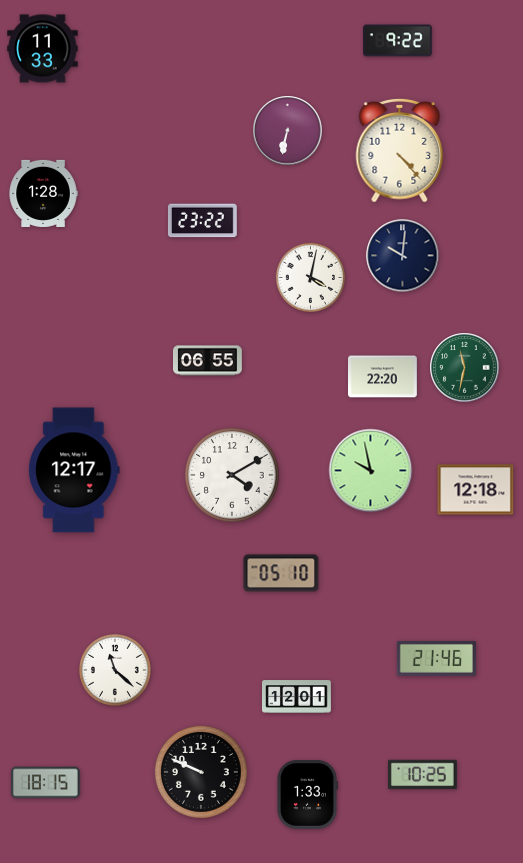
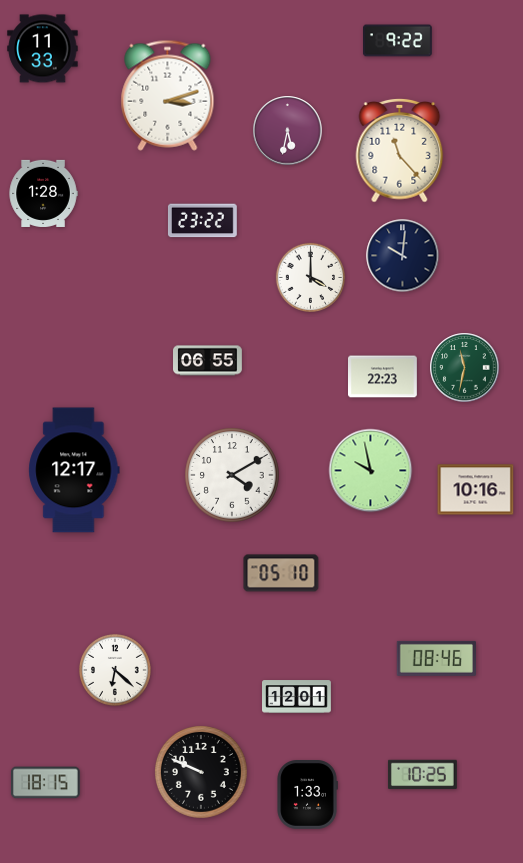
clock at (168, 95): none -> 3:12
clock at (288, 131): 6:32 -> 5:32
clock at (400, 150): 4:23 -> 11:23
clock at (310, 277): 4:02 -> 4:00
clock at (383, 377): 22:20 -> 22:23
clock at (476, 490): 12:18 -> 10:16
clock at (436, 658): 21:46 -> 08:46
clock at (115, 670): 11:22 -> 6:22
